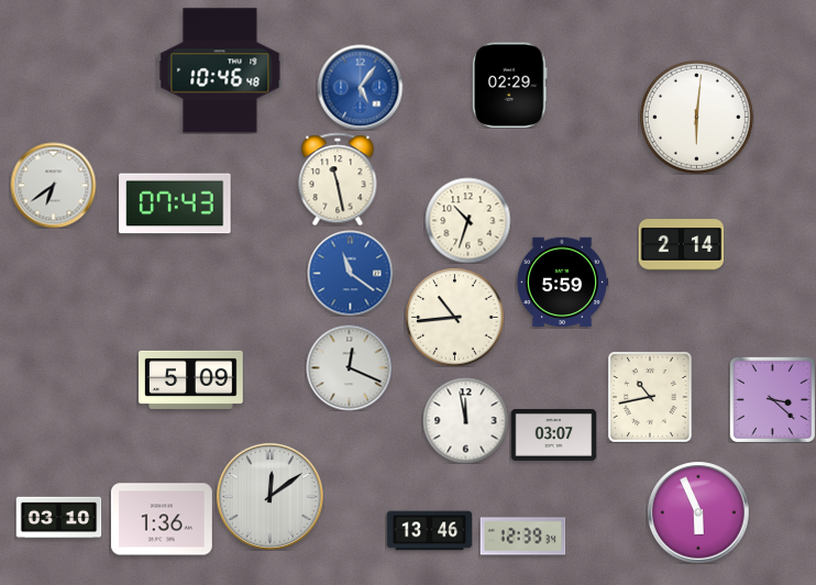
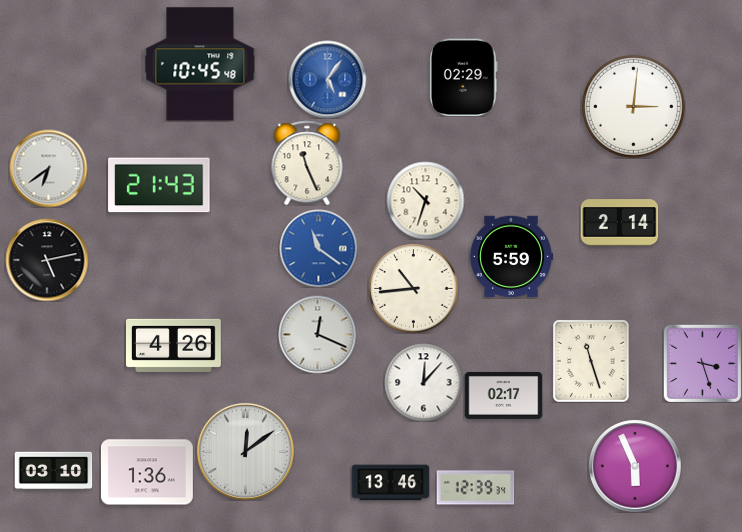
clock at (220, 70): 10:46 -> 10:45
clock at (696, 117): 6:01 -> 3:01
clock at (338, 179): 11:28 -> 11:26
clock at (175, 203): 07:43 -> 21:43
clock at (47, 260): none -> 5:13
clock at (191, 379): 5:09 -> 4:26
clock at (651, 397): 10:43 -> 11:27
clock at (772, 399): 3:22 -> 3:27
clock at (465, 420): 11:58 -> 12:07
clock at (553, 434): 03:07 -> 02:17
